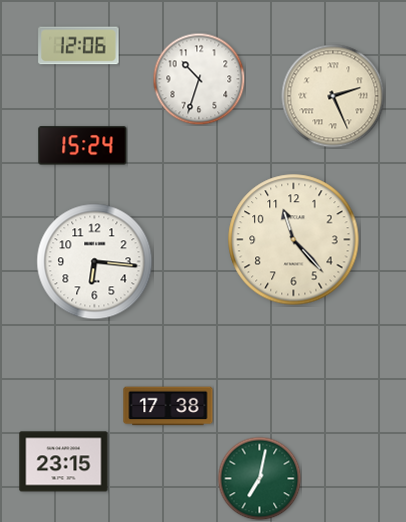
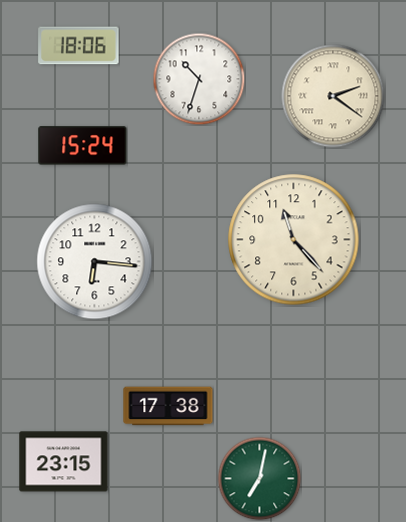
clock at (79, 46): 12:06 -> 18:06
clock at (333, 96): 2:26 -> 2:21
